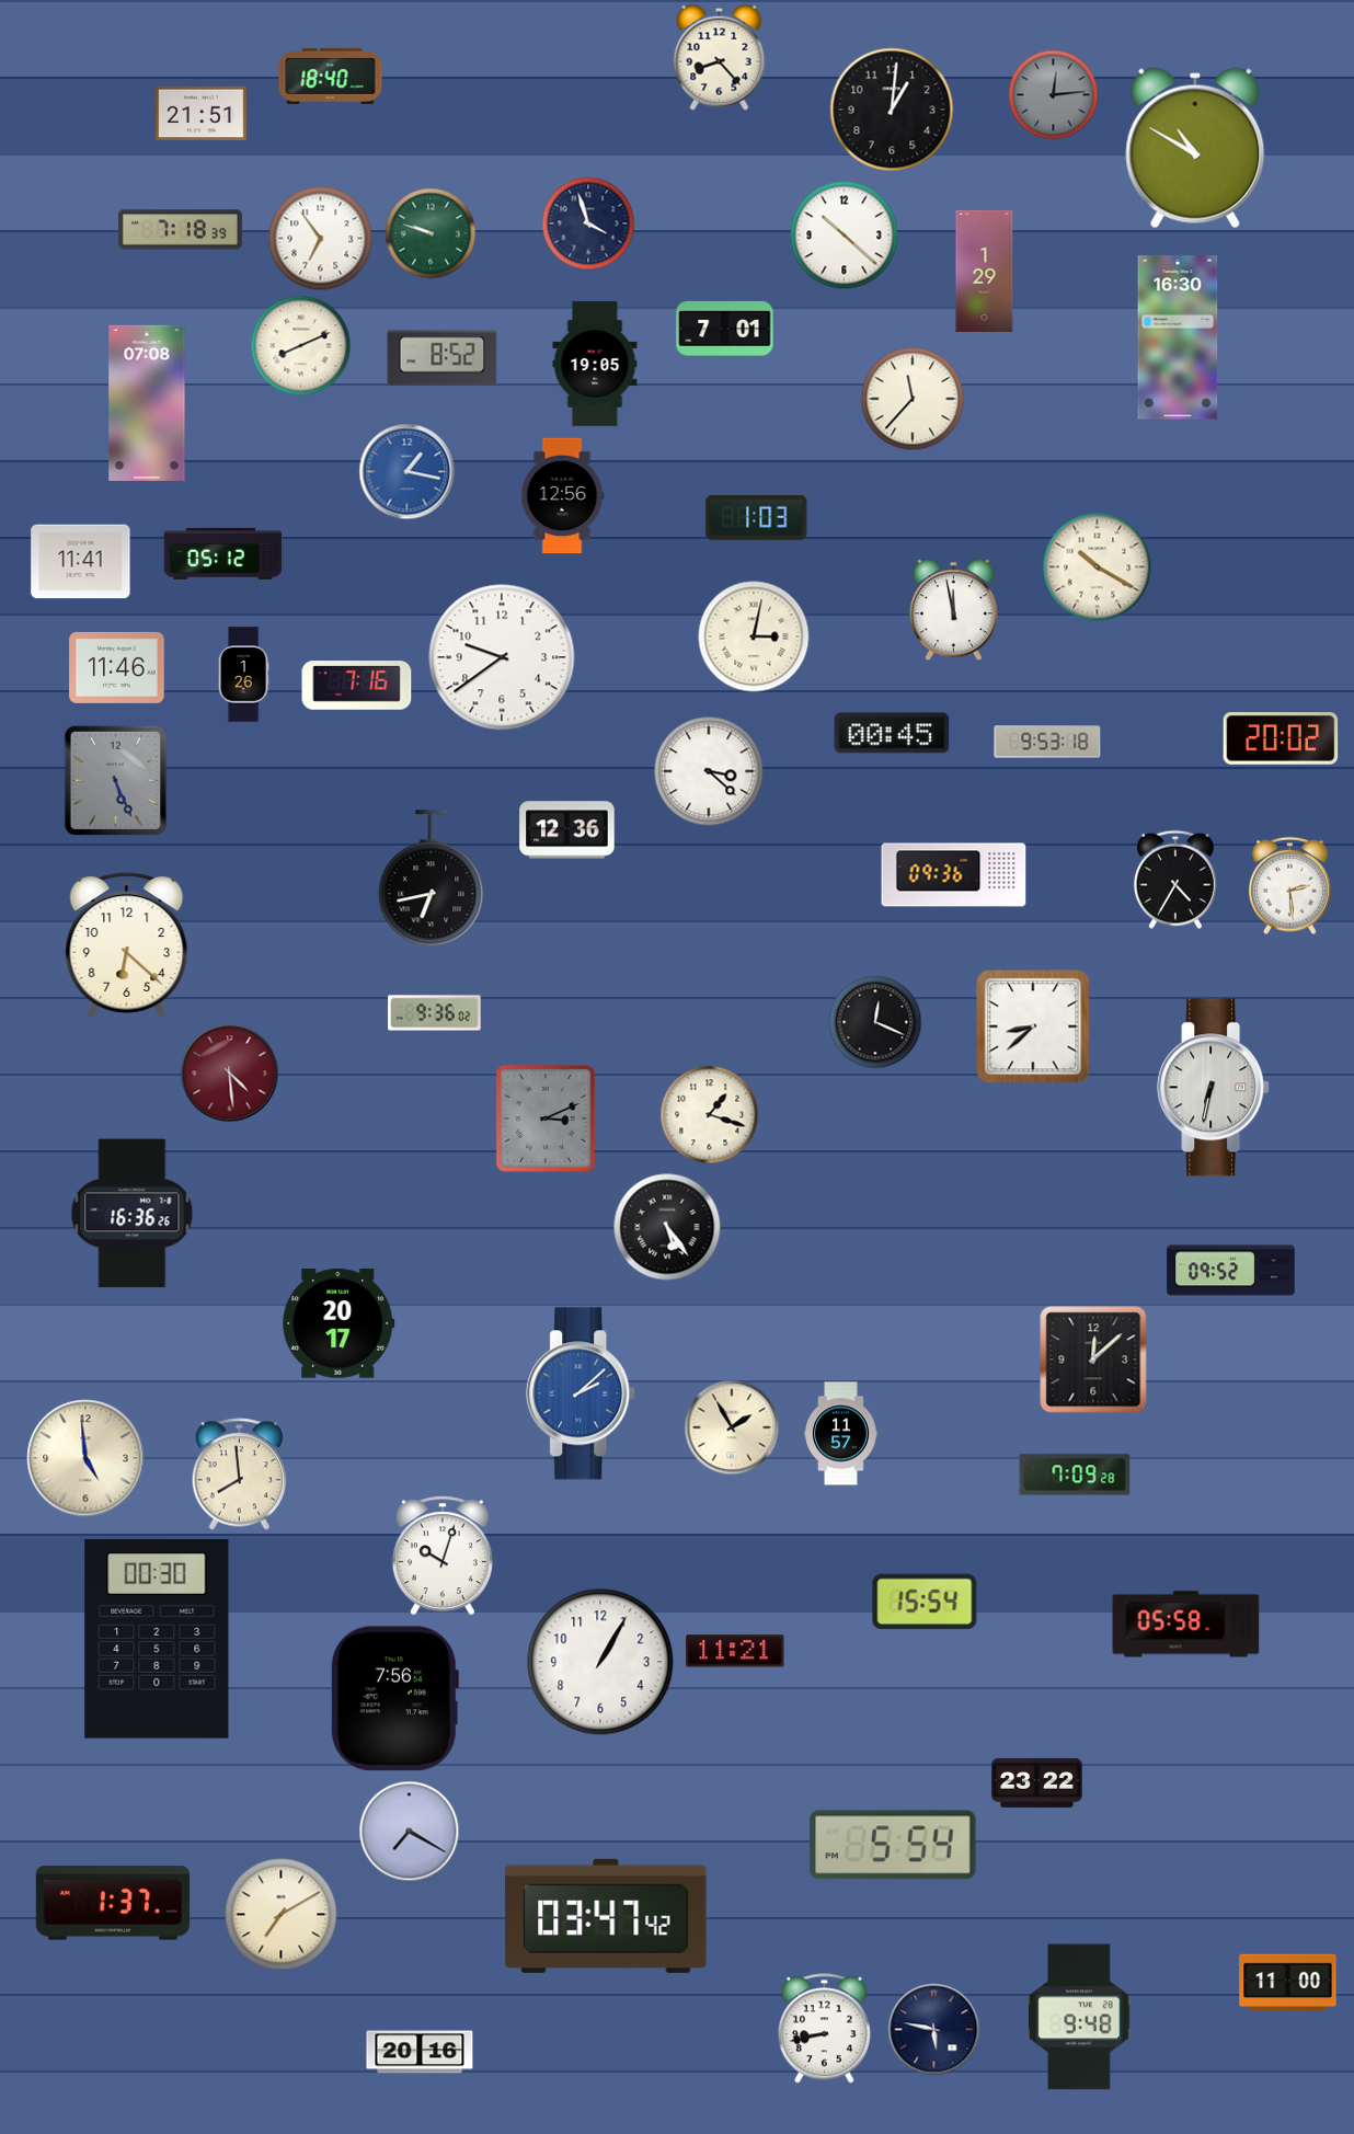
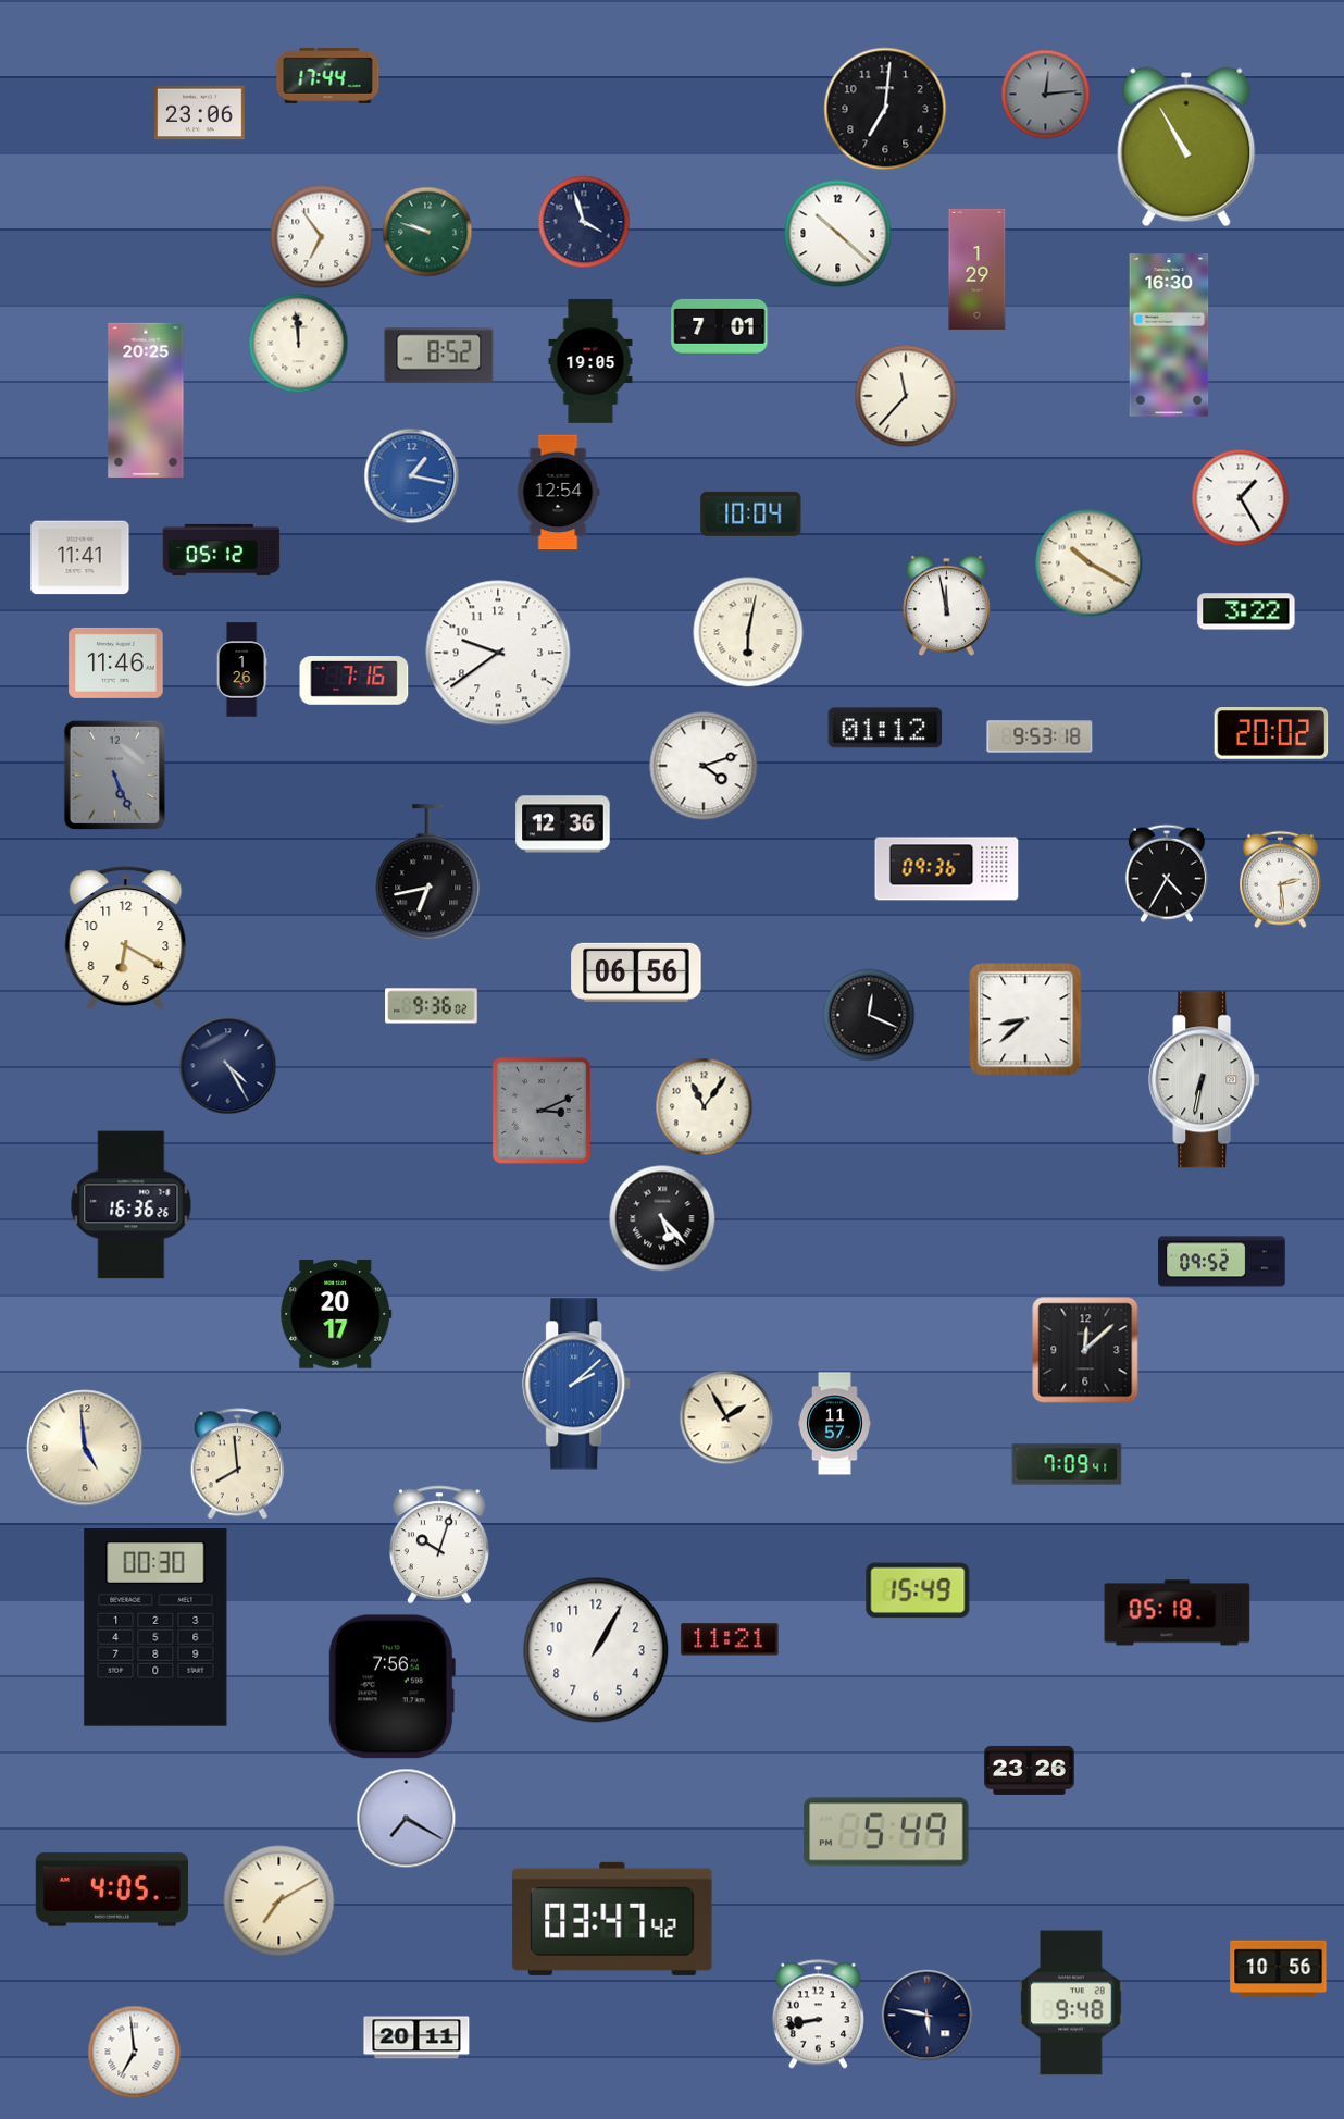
clock at (720, 57): 8:23 -> none
clock at (331, 76): 18:40 -> 17:44
clock at (892, 110): 1:01 -> 7:01
clock at (202, 114): 21:51 -> 23:06
clock at (1195, 148): 10:50 -> 10:55
clock at (180, 230): 7:18 -> none
clock at (321, 239) position: (321, 239) -> (322, 237)
clock at (301, 346): 8:11 -> 11:59
clock at (147, 403): 07:08 -> 20:25
clock at (408, 472) position: (408, 472) -> (412, 476)
clock at (562, 496): 12:56 -> 12:54
clock at (1241, 498): none -> 1:25
clock at (757, 517): 1:03 -> 10:04
clock at (1246, 611): none -> 3:22
clock at (754, 636): 3:02 -> 6:02
clock at (892, 733): 00:45 -> 01:12
clock at (709, 771): 3:22 -> 4:12
clock at (127, 945): 6:22 -> 6:20
clock at (636, 972): none -> 06:56
clock at (230, 1074): 4:29 -> 4:25
clock at (230, 1074) dial: burgundy -> navy
clock at (710, 1115): 1:18 -> 11:06
clock at (667, 1227): 5:24 -> 5:23
clock at (1075, 1475): 7:09:28 -> 7:09:41
clock at (925, 1602): 15:54 -> 15:49
clock at (1186, 1625): 05:58 -> 05:18
clock at (1037, 1782): 23:22 -> 23:26
clock at (893, 1845): 5:54 -> 5:49
clock at (113, 1903): 1:37 -> 4:05
clock at (606, 1916) position: (606, 1916) -> (612, 1919)
clock at (1288, 1983): 11:00 -> 10:56
clock at (420, 2052): 20:16 -> 20:11
clock at (135, 2053): none -> 6:59
